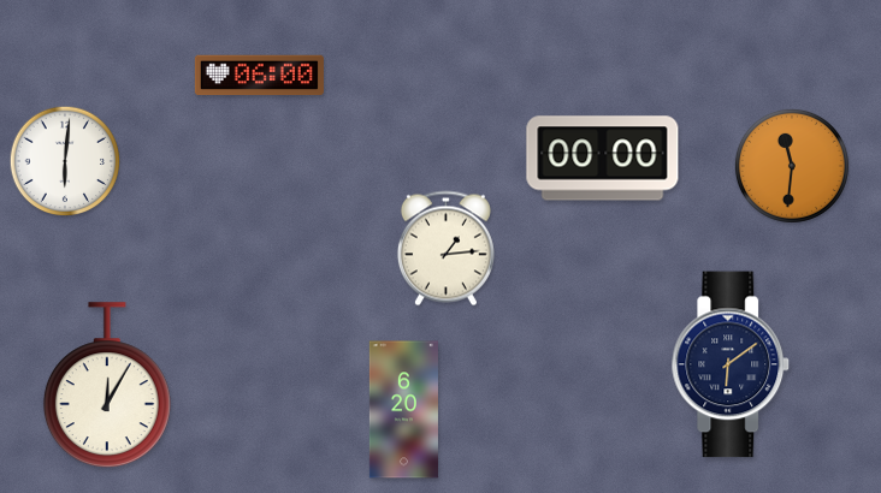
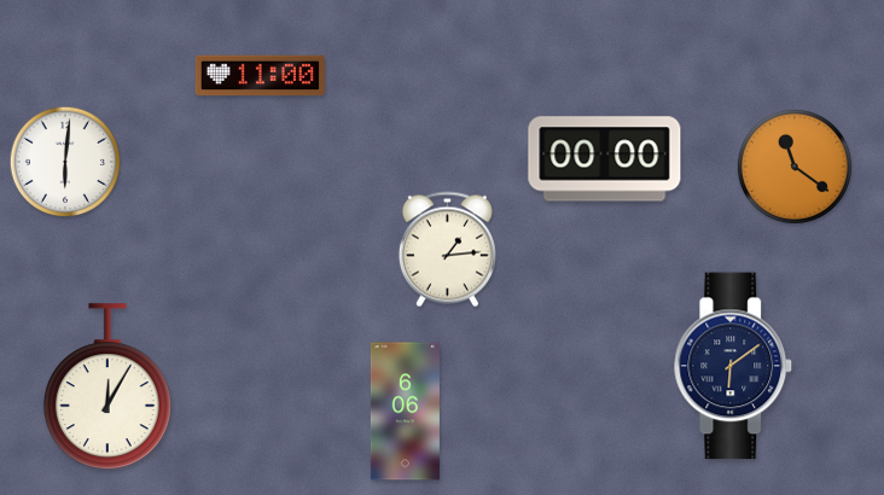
clock at (259, 76): 06:00 -> 11:00
clock at (792, 166): 11:31 -> 11:21
clock at (403, 410): 6:20 -> 6:06
